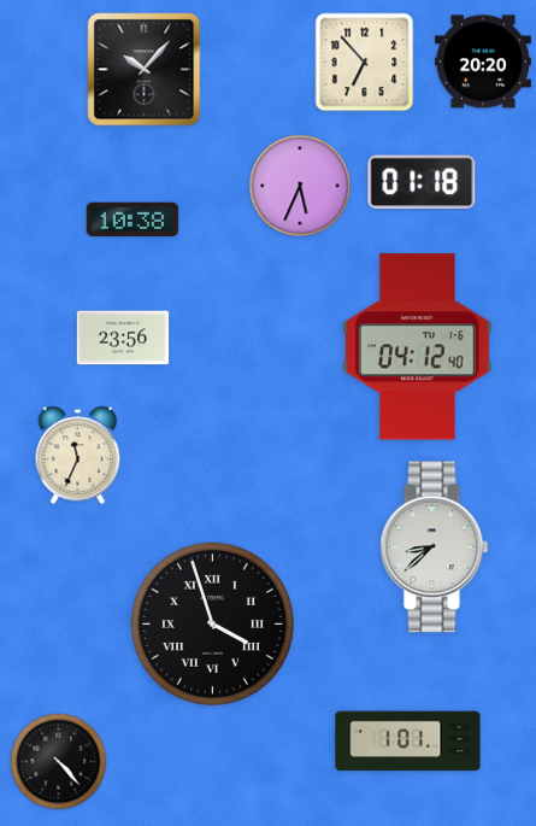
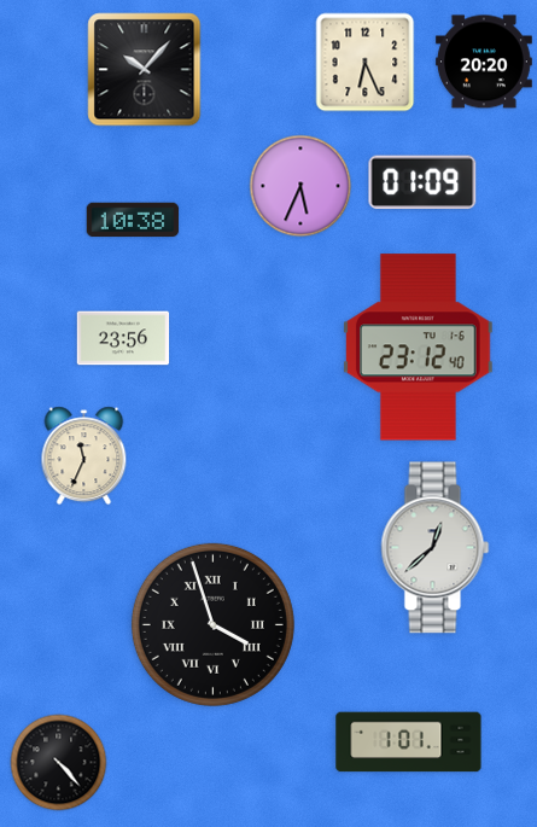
clock at (365, 63): 6:53 -> 6:26
clock at (422, 182): 01:18 -> 01:09
clock at (417, 347): 04:12 -> 23:12
clock at (78, 456) position: (78, 456) -> (84, 456)
clock at (435, 547): 8:38 -> 12:38
